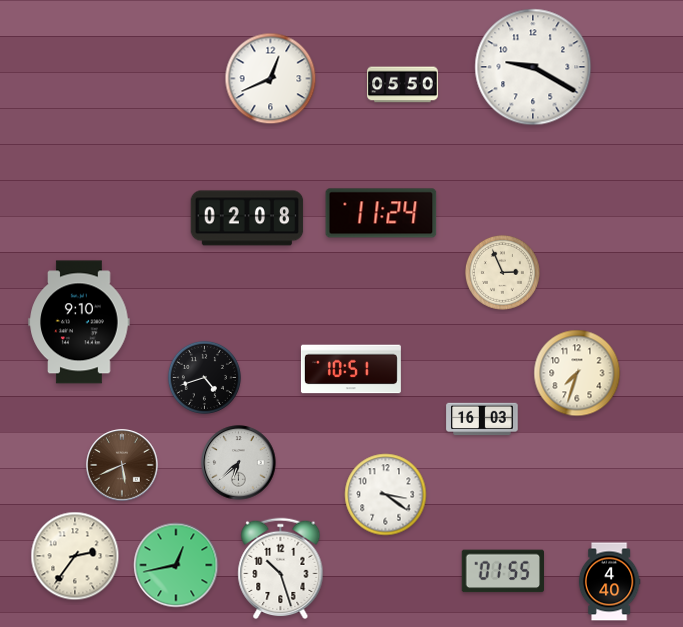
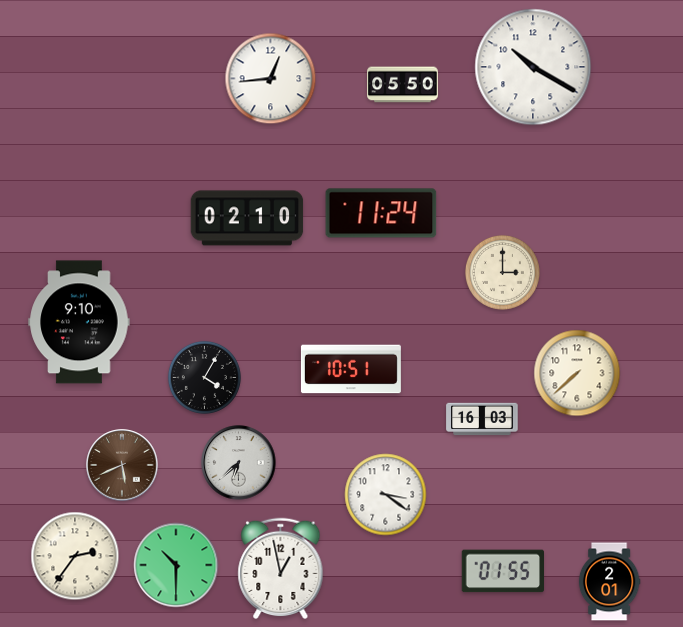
clock at (533, 67): 9:20 -> 10:20
clock at (271, 79): 12:41 -> 12:44
clock at (247, 218): 02:08 -> 02:10
clock at (502, 272): 2:56 -> 3:00
clock at (577, 373): 7:33 -> 7:38
clock at (204, 377): 4:42 -> 4:05
clock at (176, 565): 12:43 -> 10:30
clock at (281, 569): 10:27 -> 12:58
clock at (609, 582): 4:40 -> 2:01
